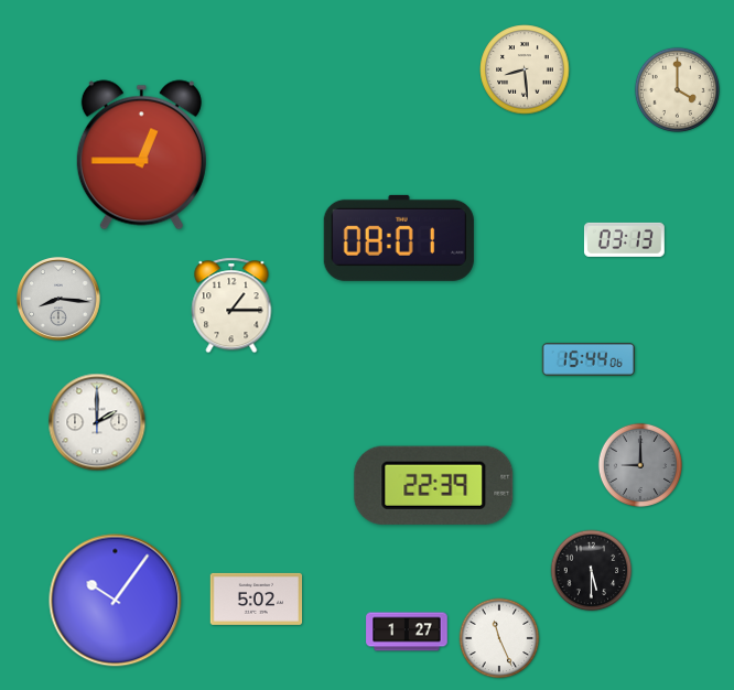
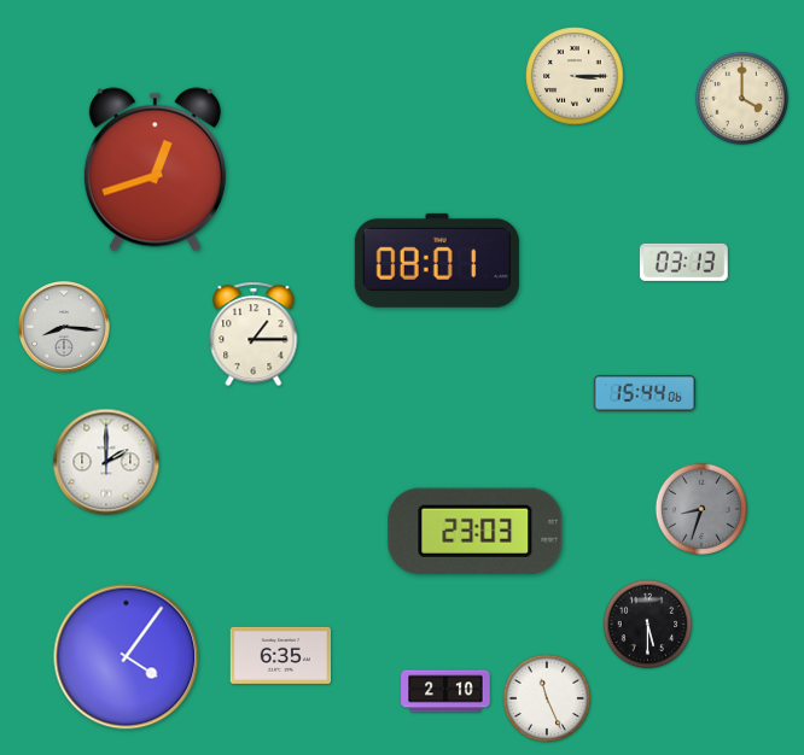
clock at (525, 69): 8:29 -> 3:15
clock at (141, 155): 12:45 -> 12:42
clock at (639, 464): 9:00 -> 8:33
clock at (434, 485): 22:39 -> 23:03
clock at (257, 599): 5:02 -> 6:35
clock at (116, 601): 10:06 -> 4:06
clock at (407, 632): 1:27 -> 2:10
